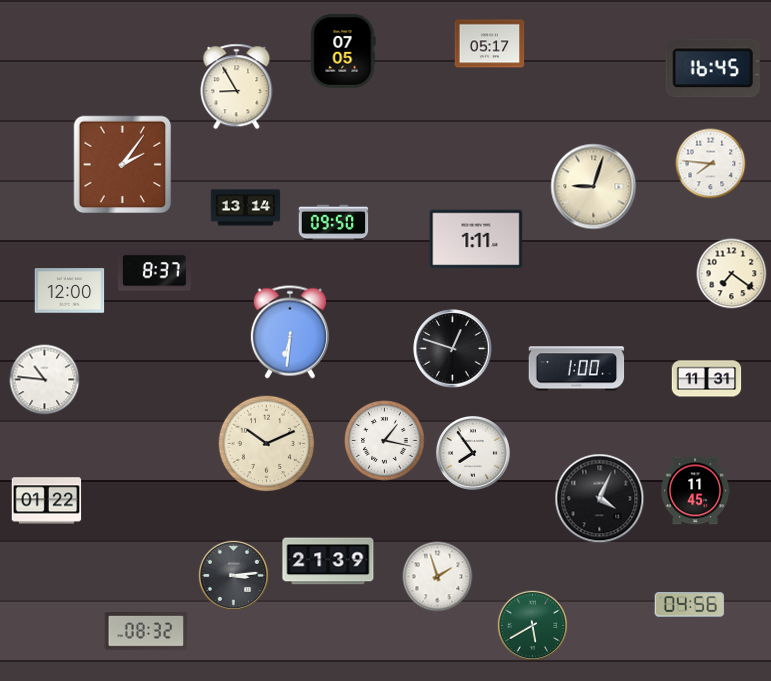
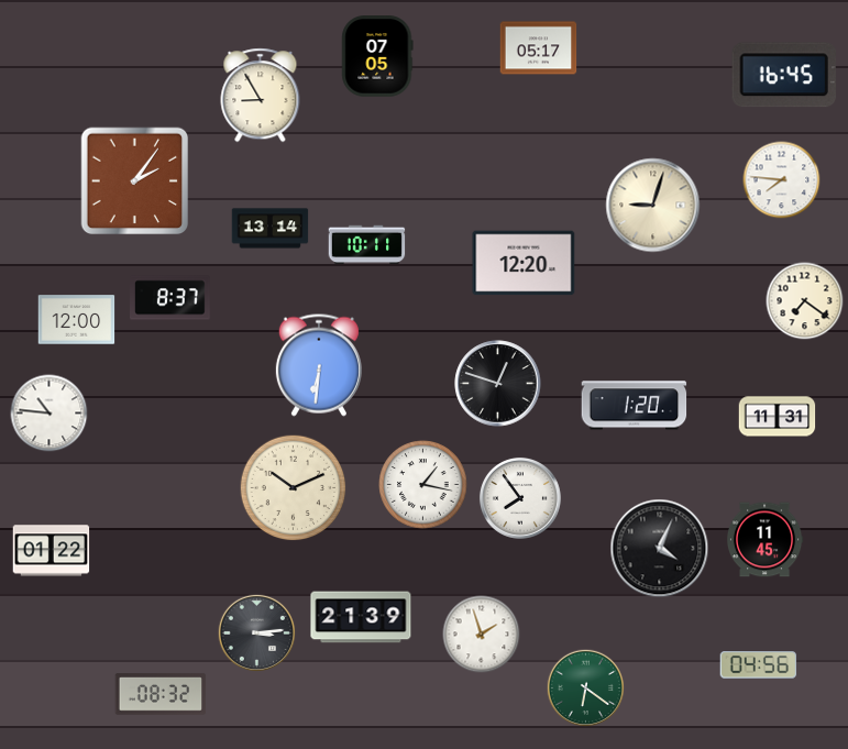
clock at (334, 223): 09:50 -> 10:11
clock at (476, 239): 1:11 -> 12:20
clock at (577, 369): 1:00 -> 1:20
clock at (45, 380) position: (45, 380) -> (49, 414)
clock at (533, 626): 5:40 -> 6:21
